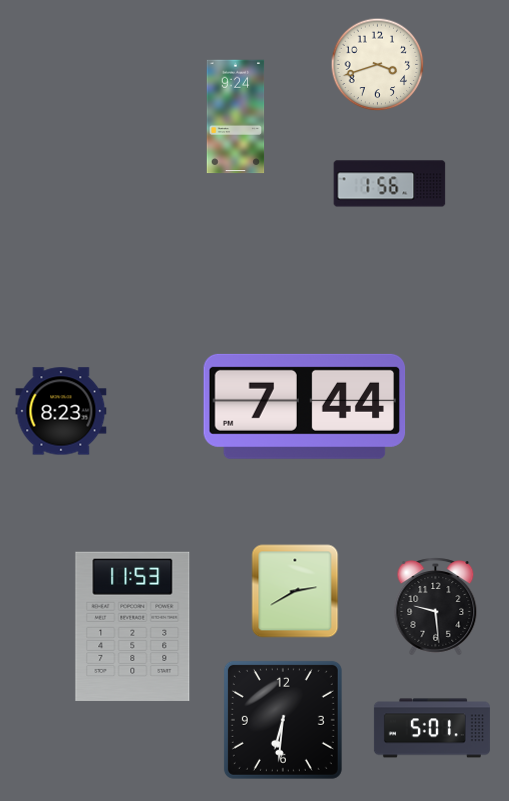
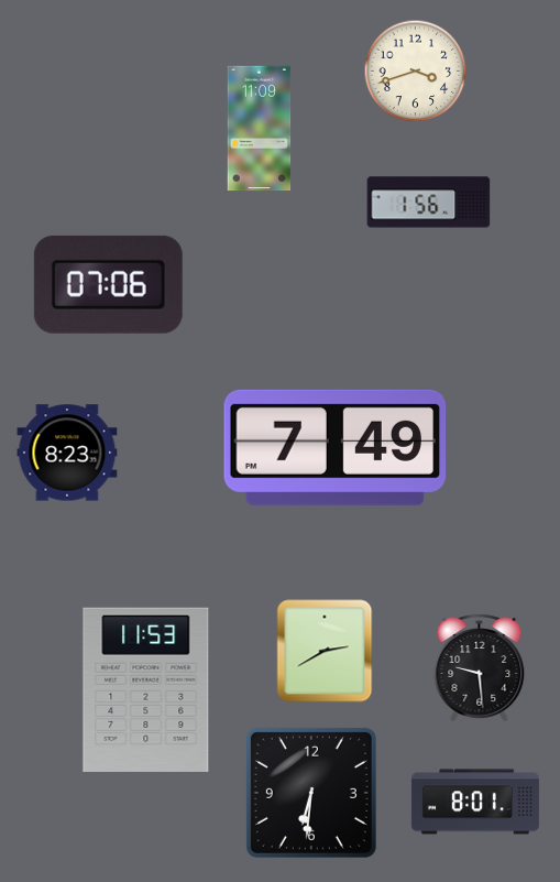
clock at (236, 117): 9:24 -> 11:09
clock at (108, 284): none -> 07:06
clock at (305, 406): 7:44 -> 7:49
clock at (432, 728): 5:01 -> 8:01
